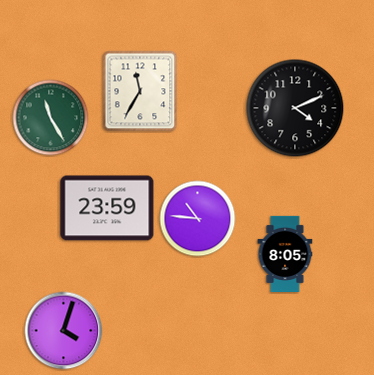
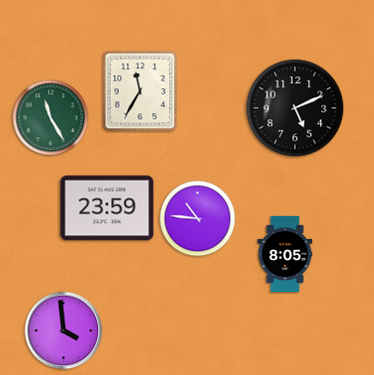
clock at (295, 108): 4:11 -> 5:11
clock at (64, 331): 4:03 -> 3:59
